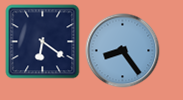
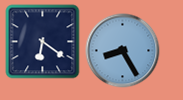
clock at (123, 51): 8:24 -> 8:25
